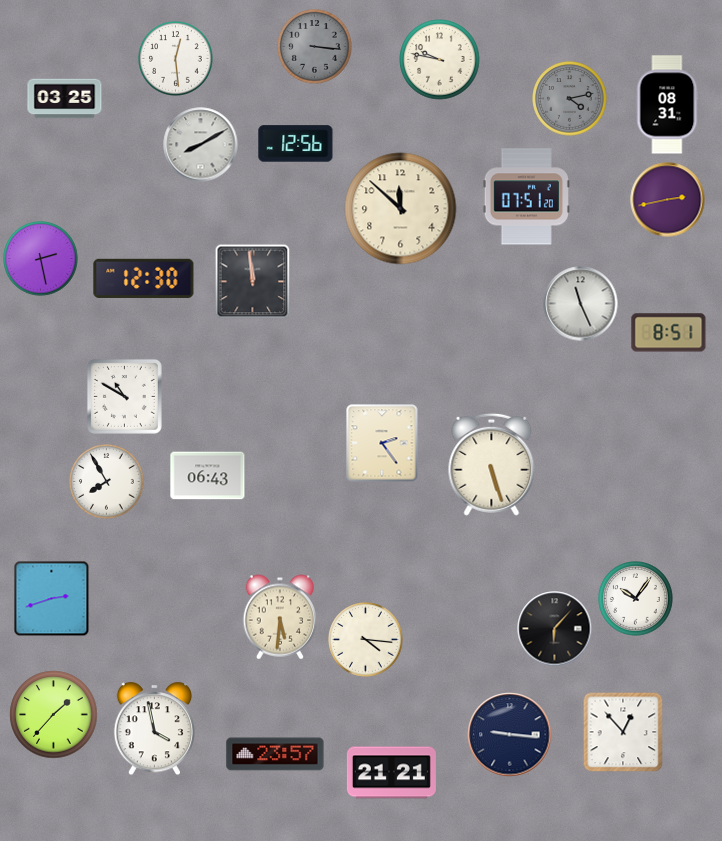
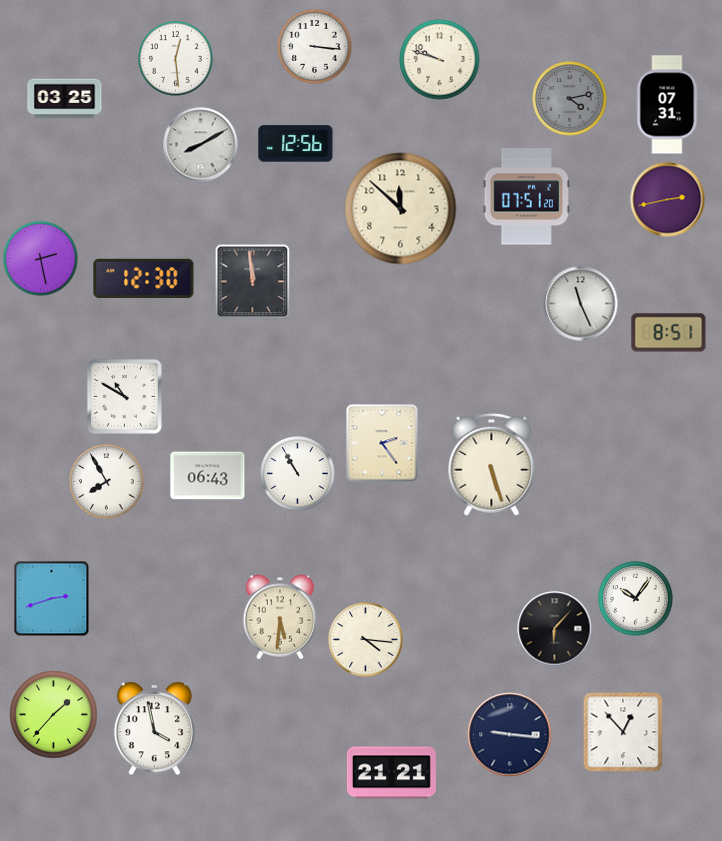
clock at (315, 47) dial: grey -> white
clock at (440, 60): 9:47 -> 9:48
clock at (667, 105): 08:31 -> 07:31
clock at (298, 474): none -> 10:55
clock at (275, 754): 23:57 -> none
